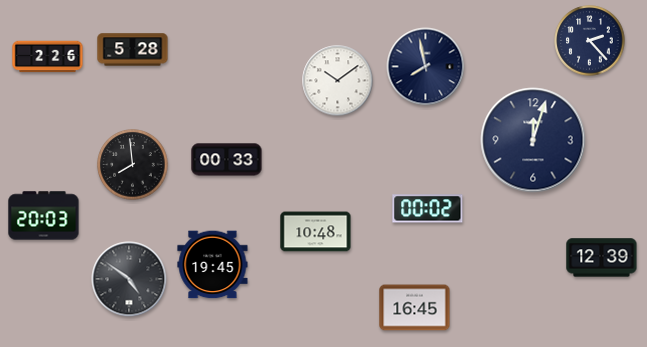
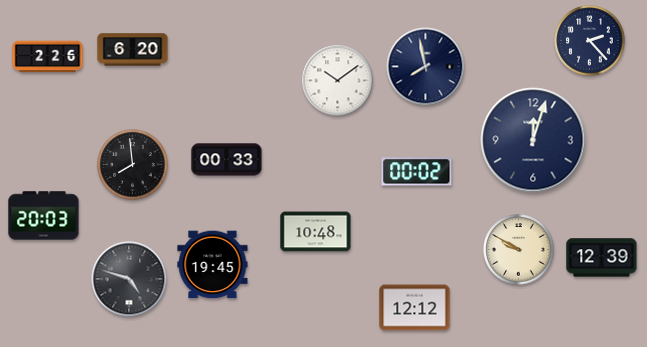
clock at (133, 50): 5:28 -> 6:20
clock at (428, 209) position: (428, 209) -> (417, 172)
clock at (519, 250): none -> 9:50
clock at (129, 279): 4:51 -> 4:48
clock at (415, 308): 16:45 -> 12:12
